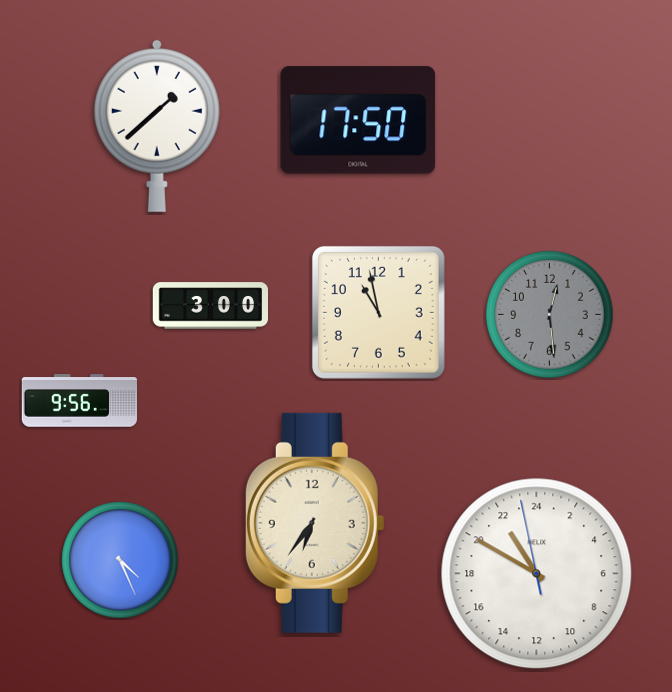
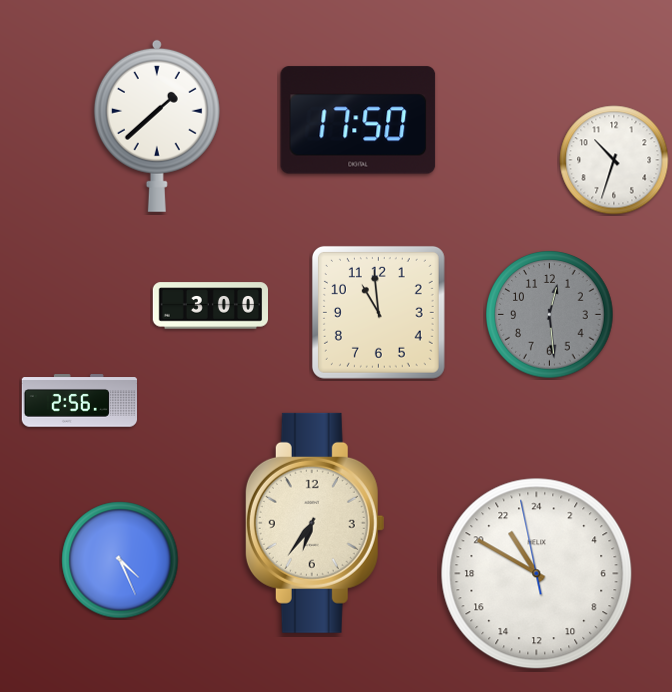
clock at (614, 160): none -> 10:33
clock at (378, 312): 10:58 -> 10:59
clock at (79, 401): 9:56 -> 2:56
